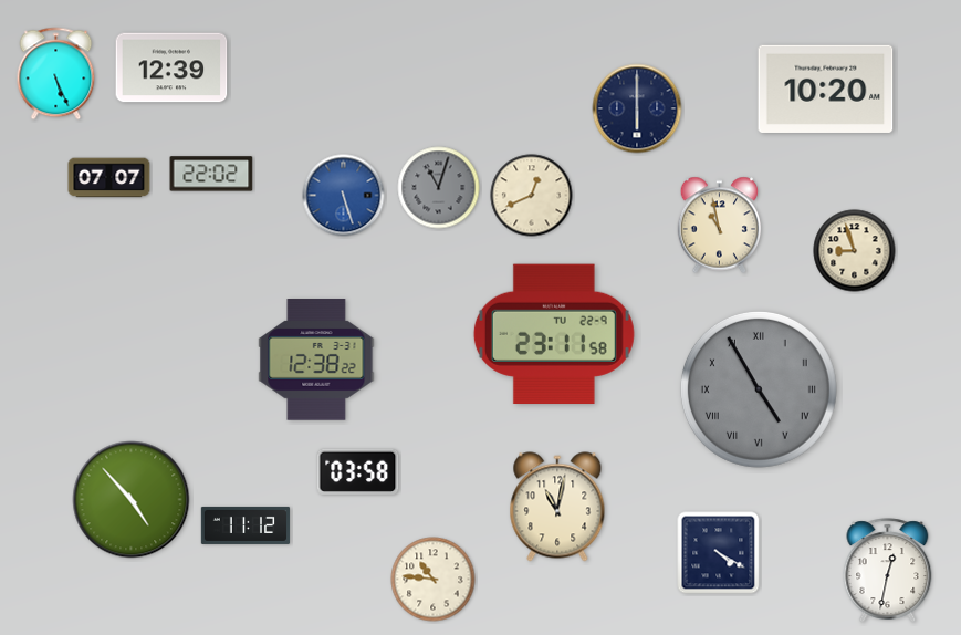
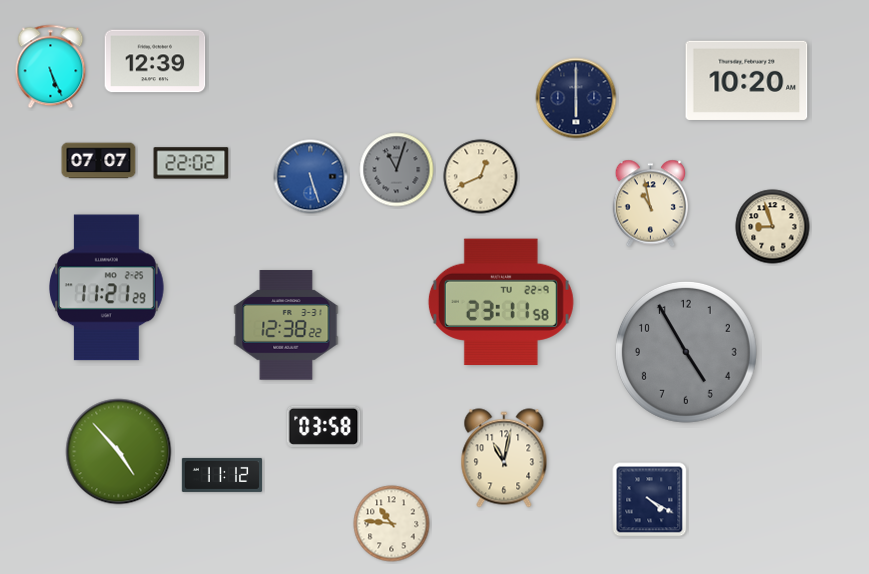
clock at (211, 174) position: (211, 174) -> (191, 163)
clock at (107, 288): none -> 11:21
clock at (759, 389) numerals: Roman -> Arabic
clock at (888, 571): 12:32 -> none
